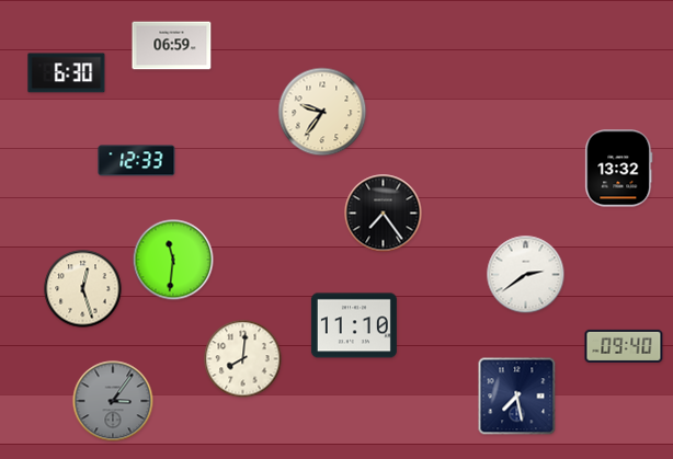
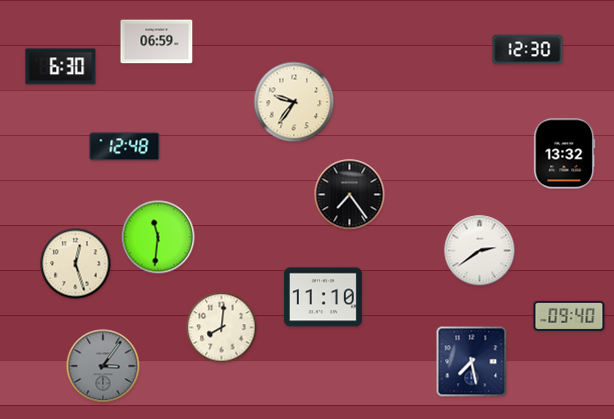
clock at (528, 50): none -> 12:30
clock at (137, 161): 12:33 -> 12:48
